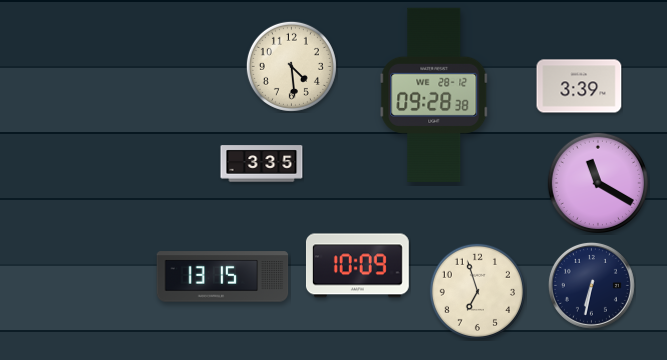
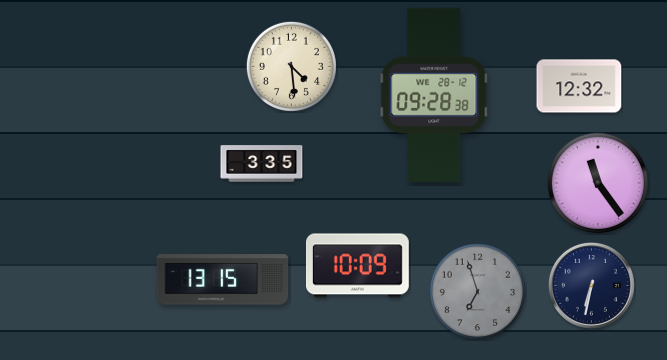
clock at (579, 86): 3:39 -> 12:32
clock at (597, 182): 11:20 -> 11:24
clock at (223, 277) position: (223, 277) -> (223, 280)
clock at (477, 291) dial: cream -> grey
